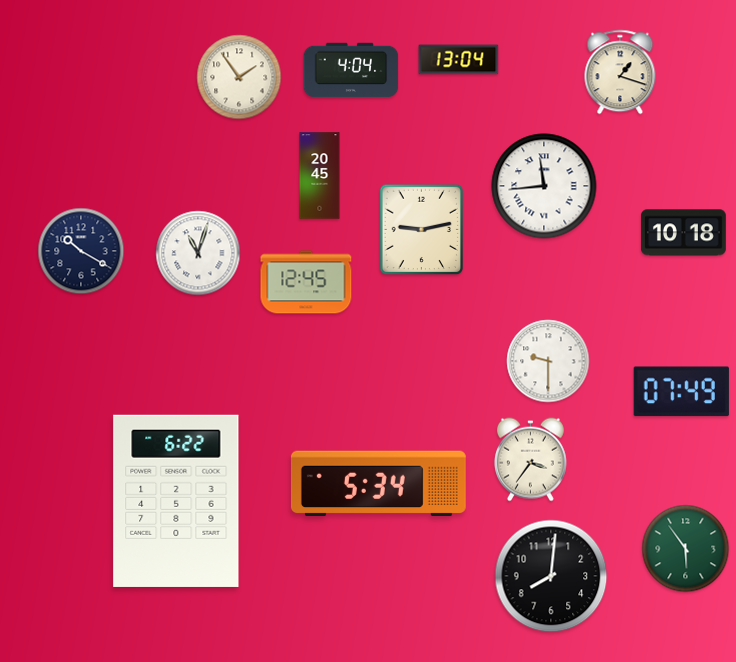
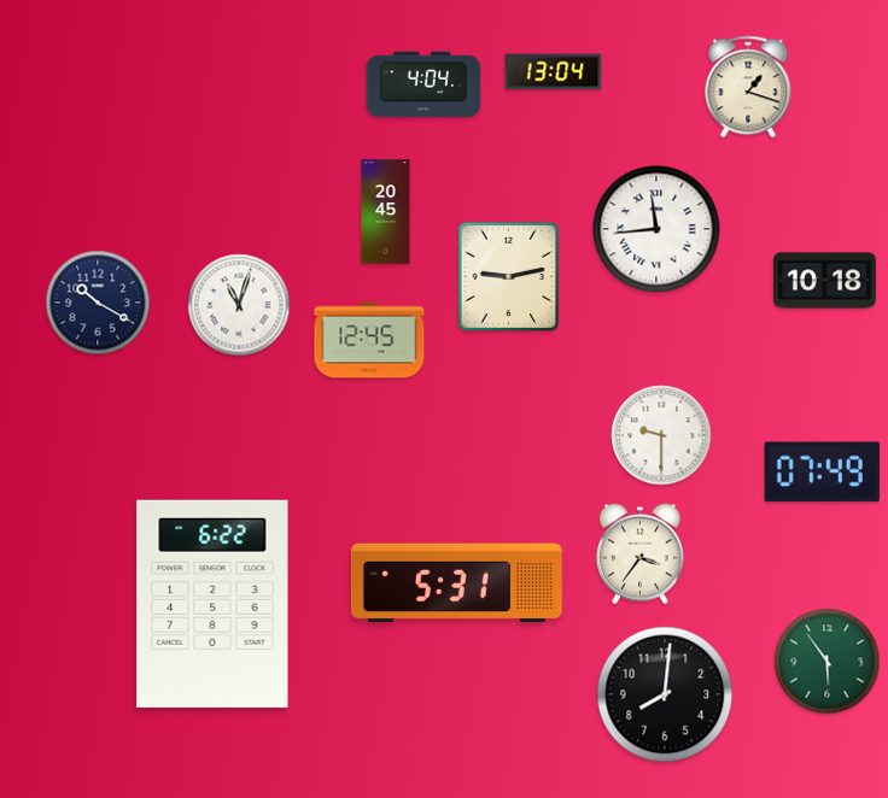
clock at (239, 77): 1:54 -> none
clock at (544, 186) position: (544, 186) -> (656, 229)
clock at (378, 484): 5:34 -> 5:31
